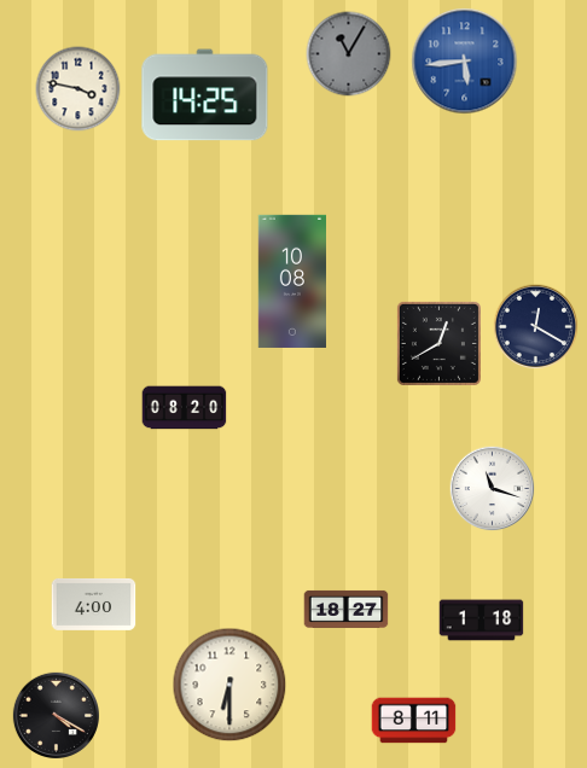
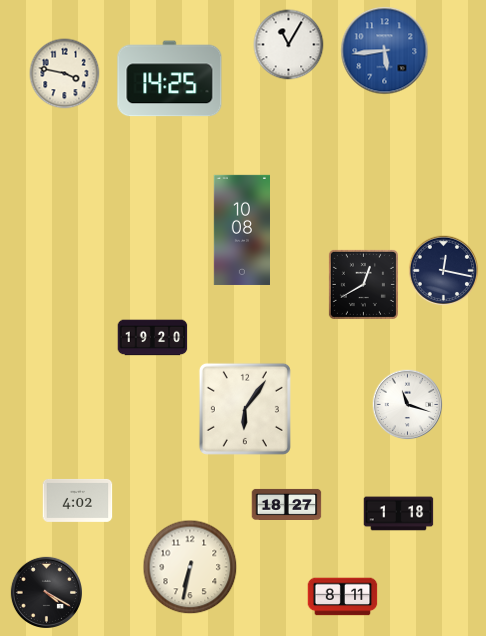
clock at (349, 54) dial: grey -> white
clock at (291, 281) position: (291, 281) -> (241, 230)
clock at (536, 327): 12:20 -> 12:17
clock at (185, 408): 08:20 -> 19:20
clock at (245, 409): none -> 6:06
clock at (94, 604): 4:00 -> 4:02
clock at (229, 685): 6:30 -> 6:32
